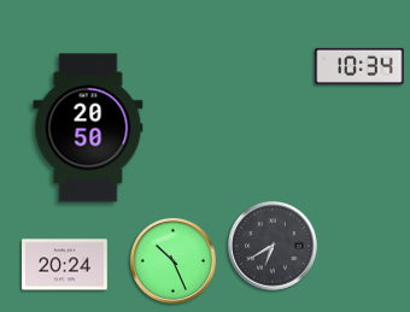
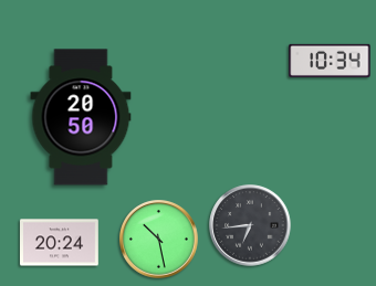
clock at (273, 246): 6:40 -> 6:44
clock at (174, 261): 10:26 -> 10:28
